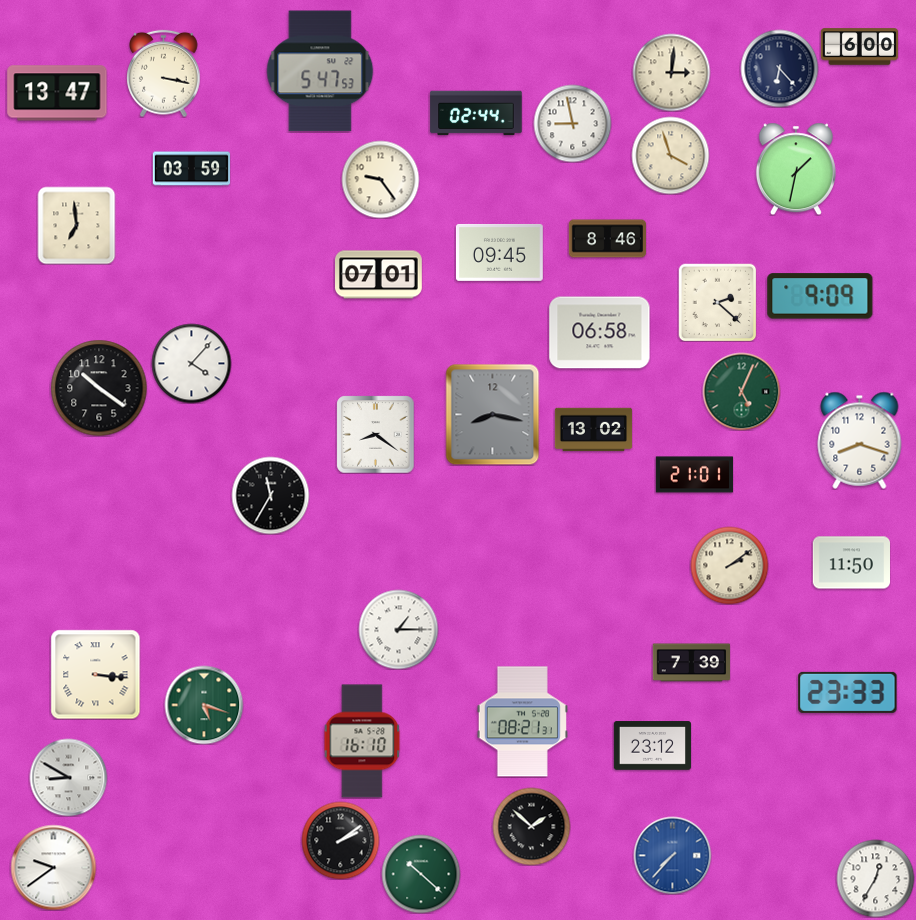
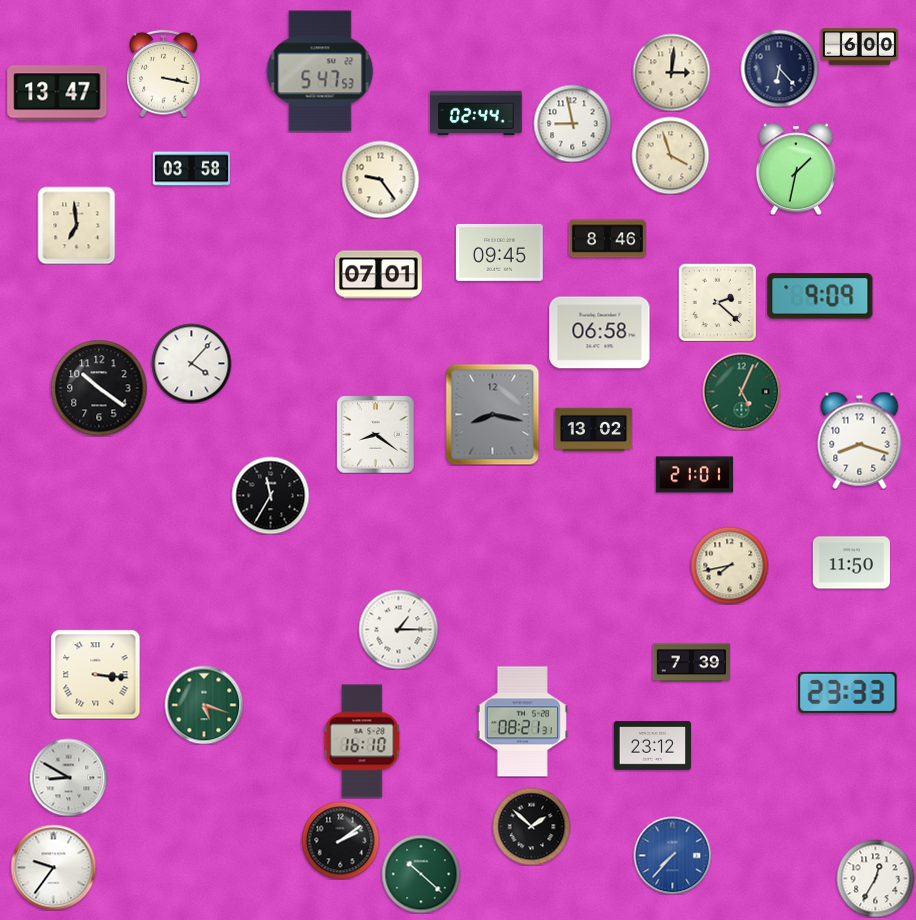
clock at (191, 169): 03:59 -> 03:58
clock at (729, 565): 2:09 -> 7:43
clock at (53, 867): 9:39 -> 9:36
